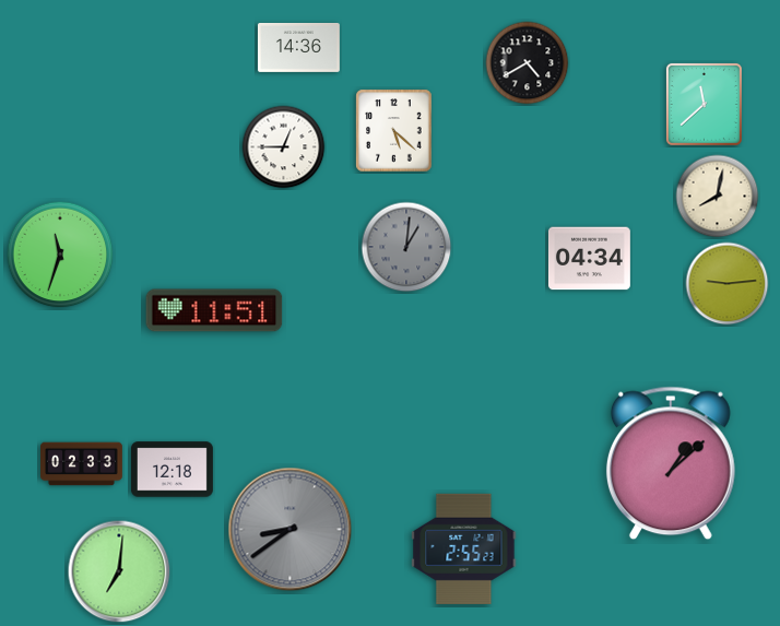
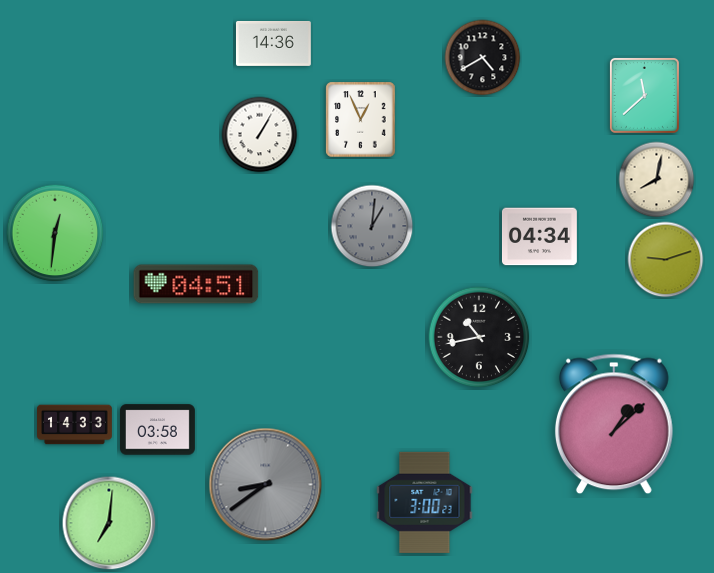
clock at (394, 131): 5:22 -> 12:56
clock at (284, 147): 12:45 -> 1:05
clock at (60, 255): 11:33 -> 12:31
clock at (728, 284): 9:14 -> 9:12
clock at (214, 310): 11:51 -> 04:51
clock at (479, 337): none -> 10:43
clock at (82, 464): 02:33 -> 14:33
clock at (172, 470): 12:18 -> 03:58
clock at (464, 548): 2:55 -> 3:00
